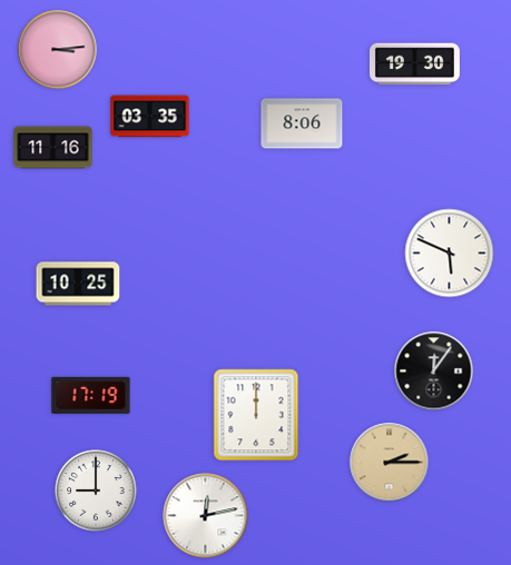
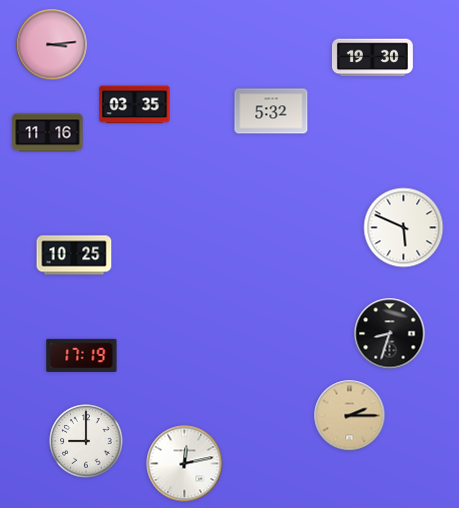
clock at (302, 123): 8:06 -> 5:32
clock at (78, 284) position: (78, 284) -> (74, 255)
clock at (434, 371): 12:06 -> 8:33
clock at (256, 415): 12:00 -> none
